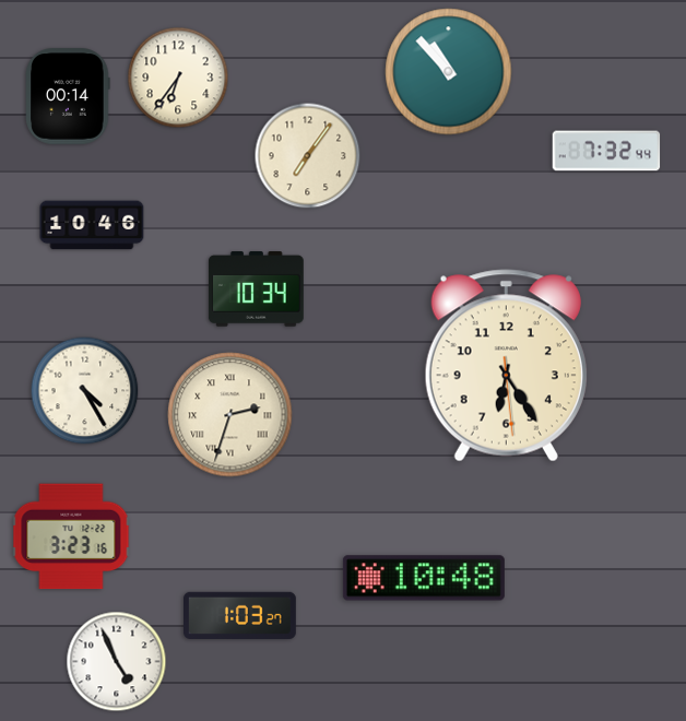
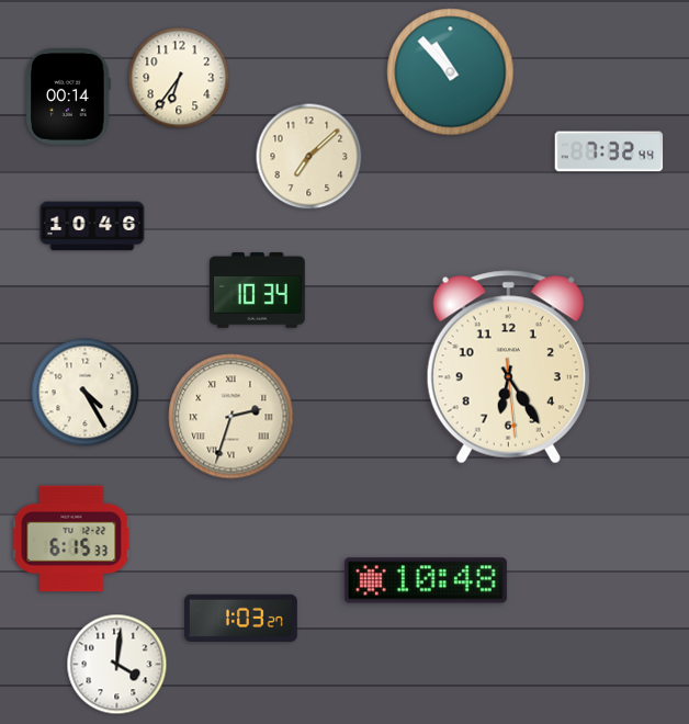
clock at (308, 156): 7:06 -> 7:08
clock at (71, 536): 3:23 -> 6:15
clock at (117, 662): 4:56 -> 4:01
